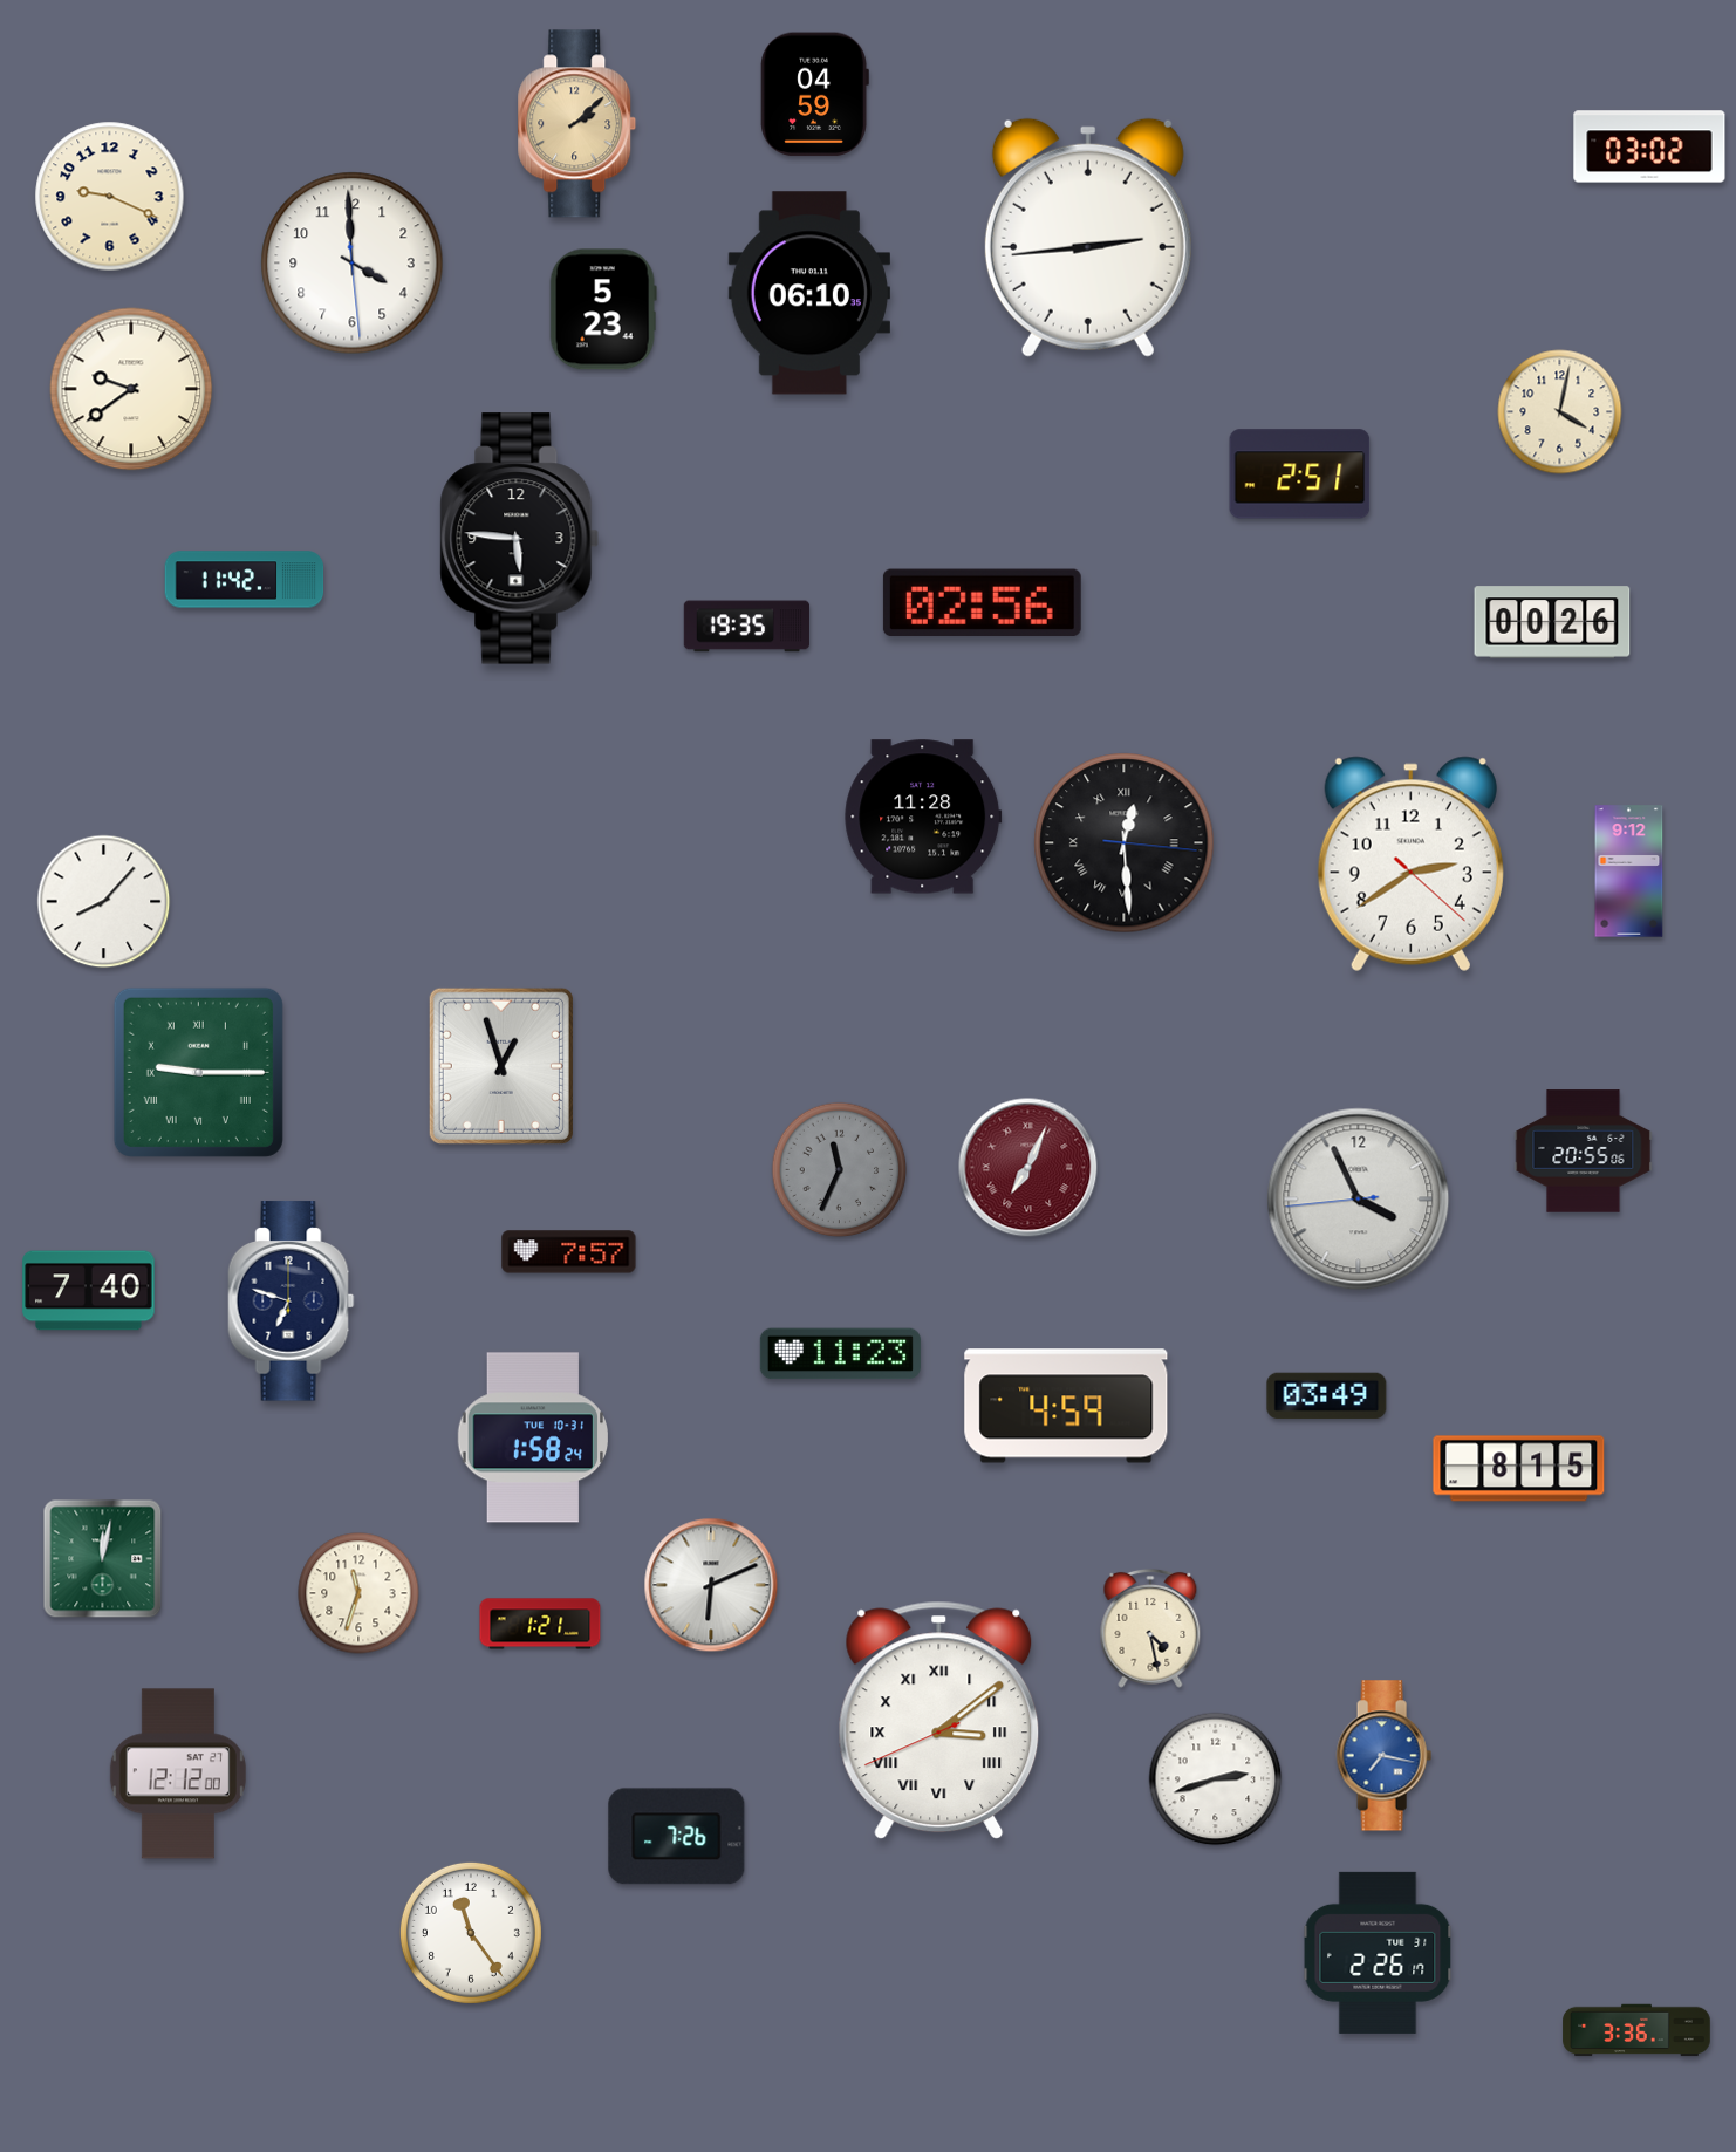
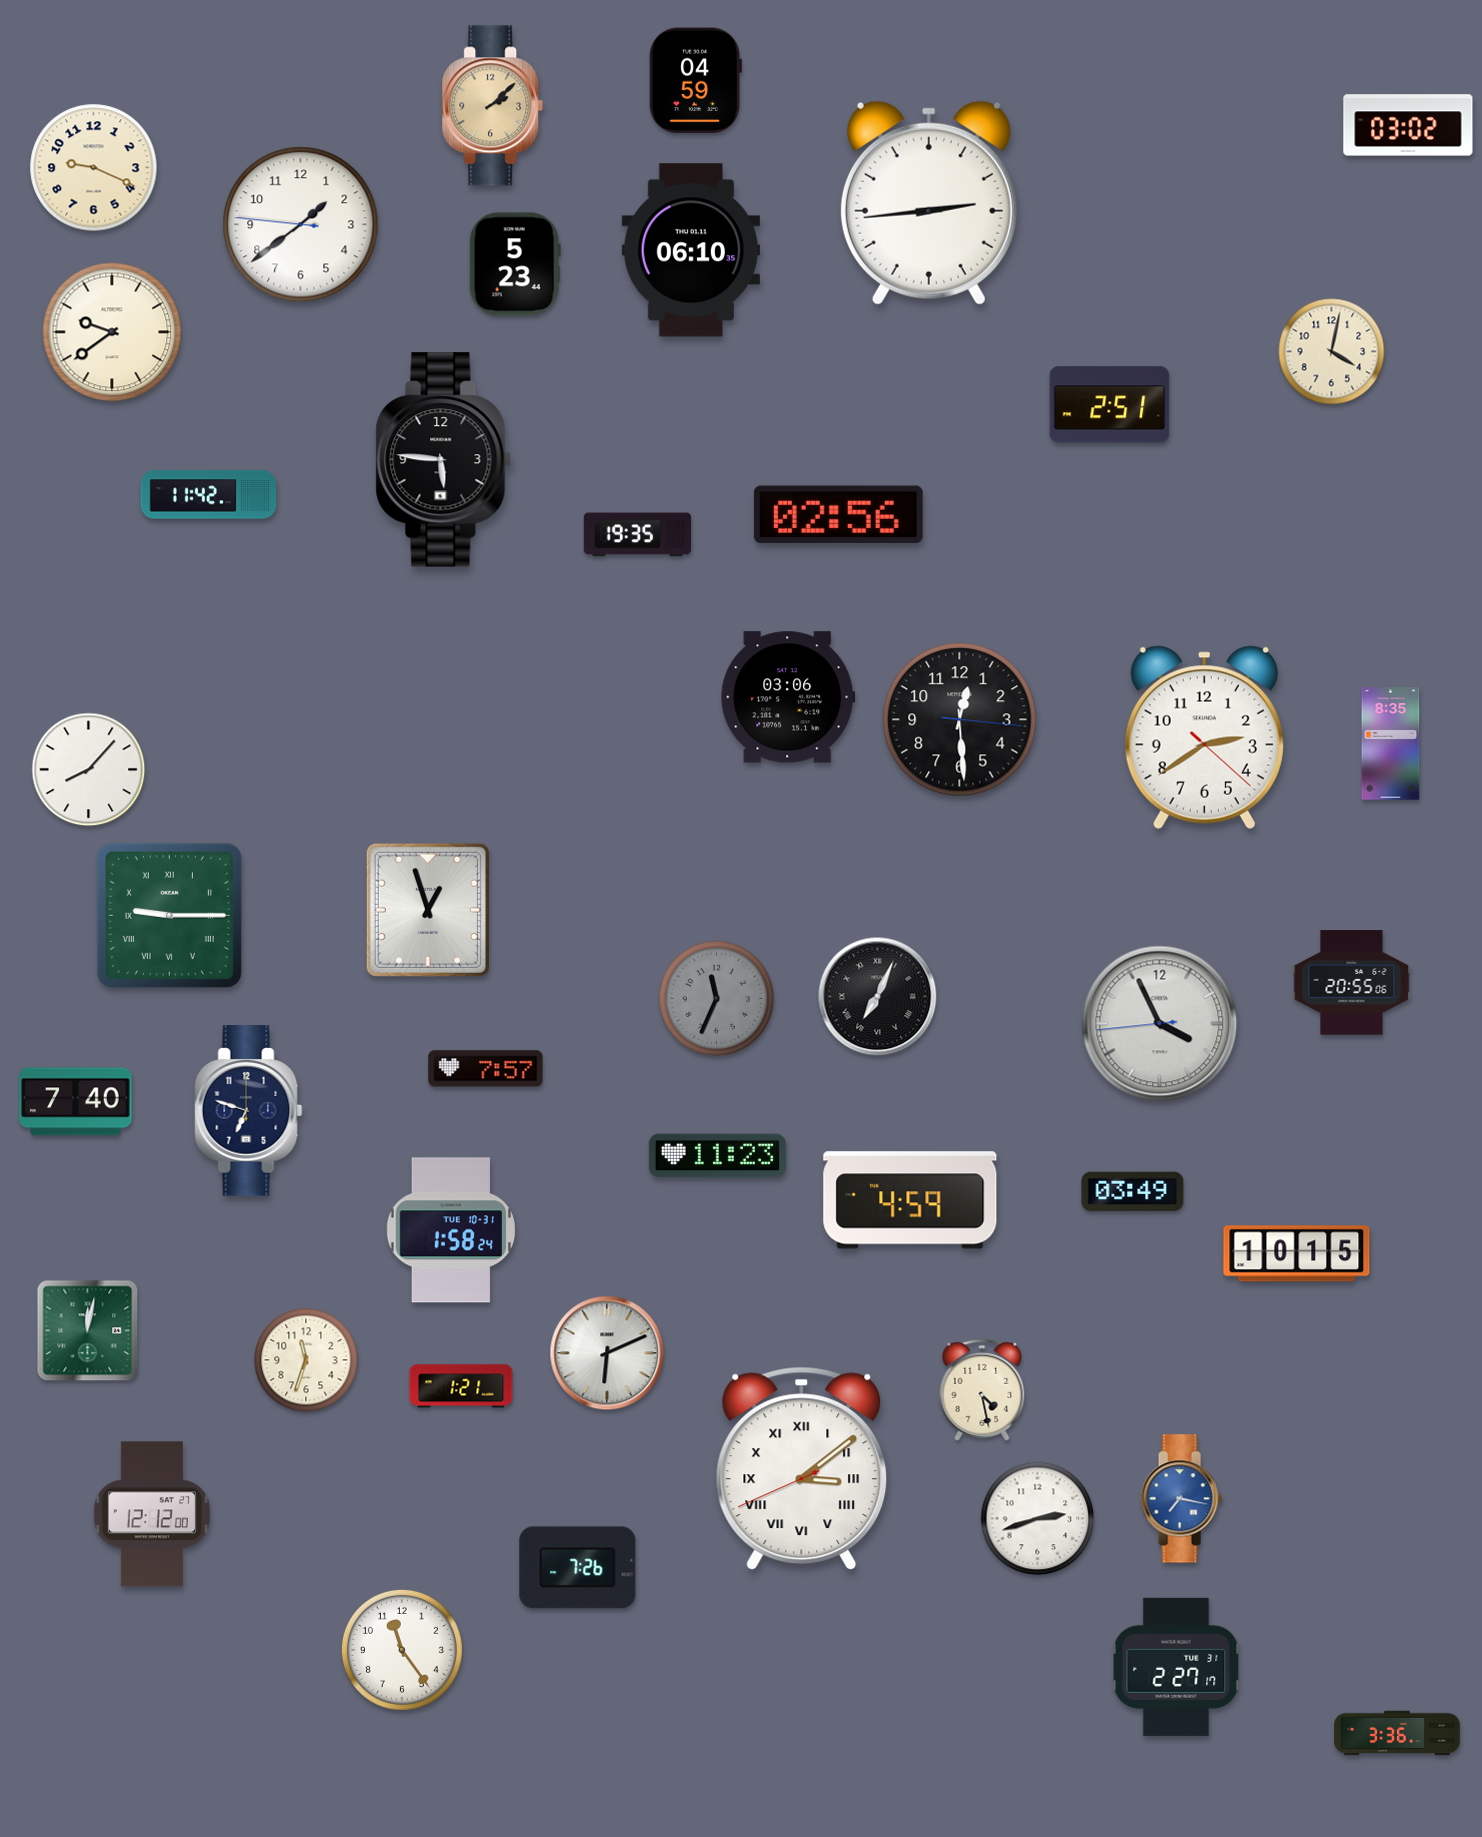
clock at (353, 264): 3:59 -> 1:38
clock at (1552, 622): 00:26 -> none
clock at (923, 817): 11:28 -> 03:06
clock at (1125, 843) numerals: Roman -> Arabic
clock at (1629, 872): 9:12 -> 8:35
clock at (1028, 1168) dial: burgundy -> black
clock at (532, 1437) position: (532, 1437) -> (450, 1230)
clock at (1519, 1469): 8:15 -> 10:15
clock at (1378, 1953): 2:26 -> 2:27
